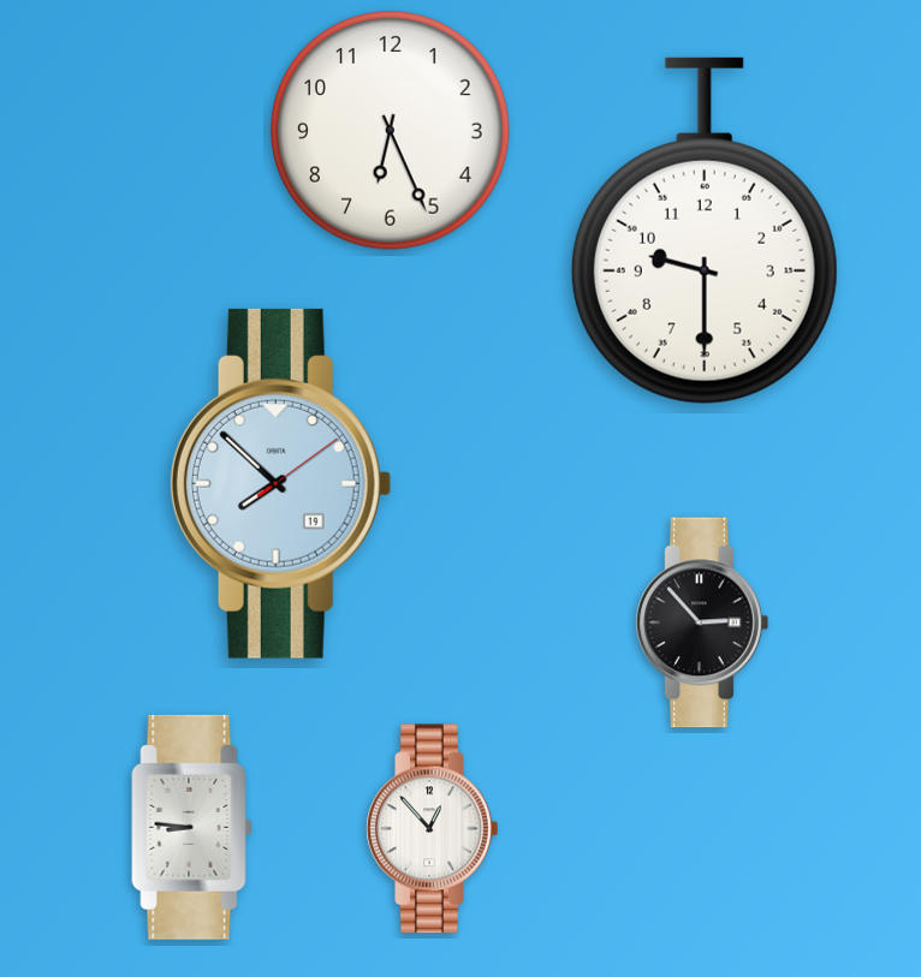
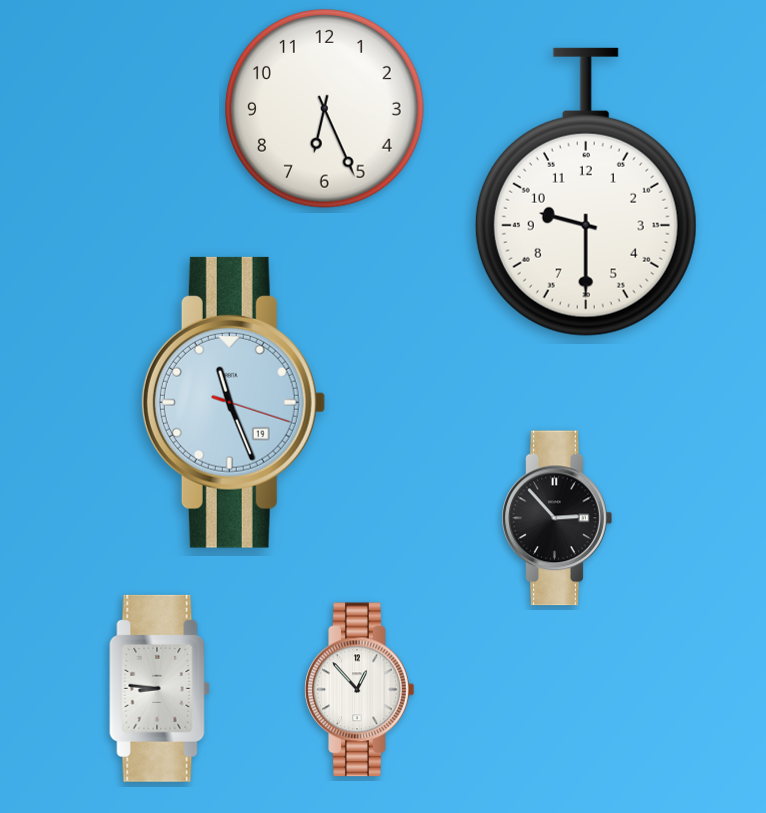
clock at (280, 483): 7:52 -> 11:26
clock at (702, 622) position: (702, 622) -> (557, 518)
